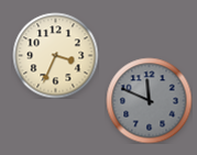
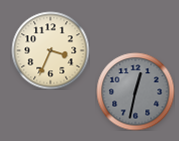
clock at (149, 100): 11:49 -> 12:32
